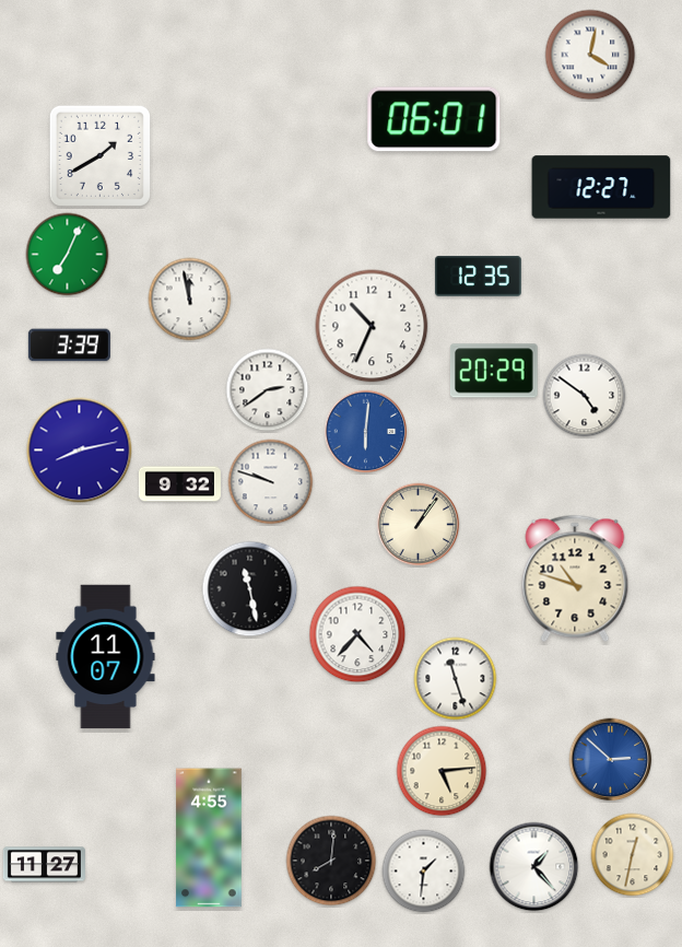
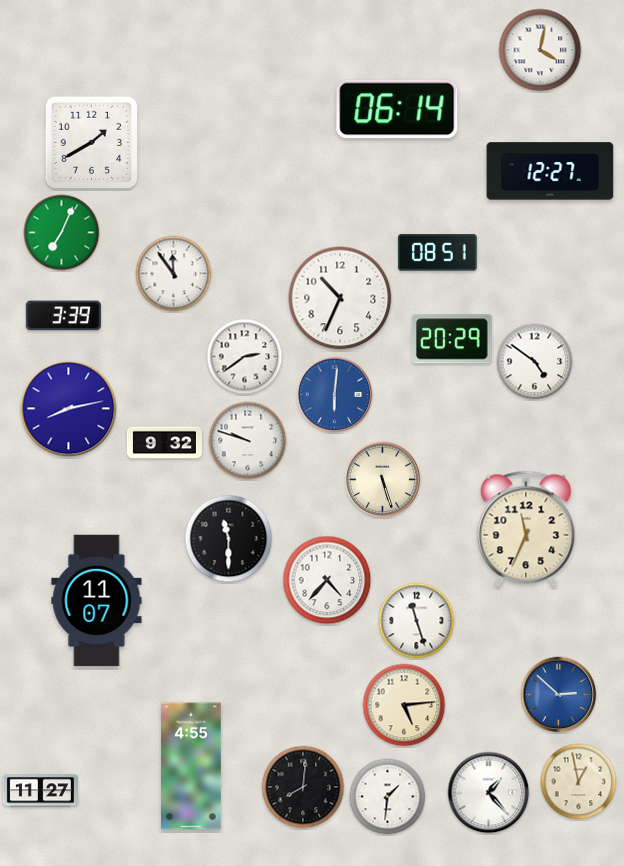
clock at (434, 119): 06:01 -> 06:14
clock at (479, 277): 12:35 -> 08:51
clock at (190, 300): 11:58 -> 11:54
clock at (80, 451) position: (80, 451) -> (69, 409)
clock at (419, 525): 1:06 -> 5:27
clock at (575, 578): 10:48 -> 11:34
clock at (250, 589): 11:28 -> 11:30
clock at (633, 855): 12:32 -> 12:58
